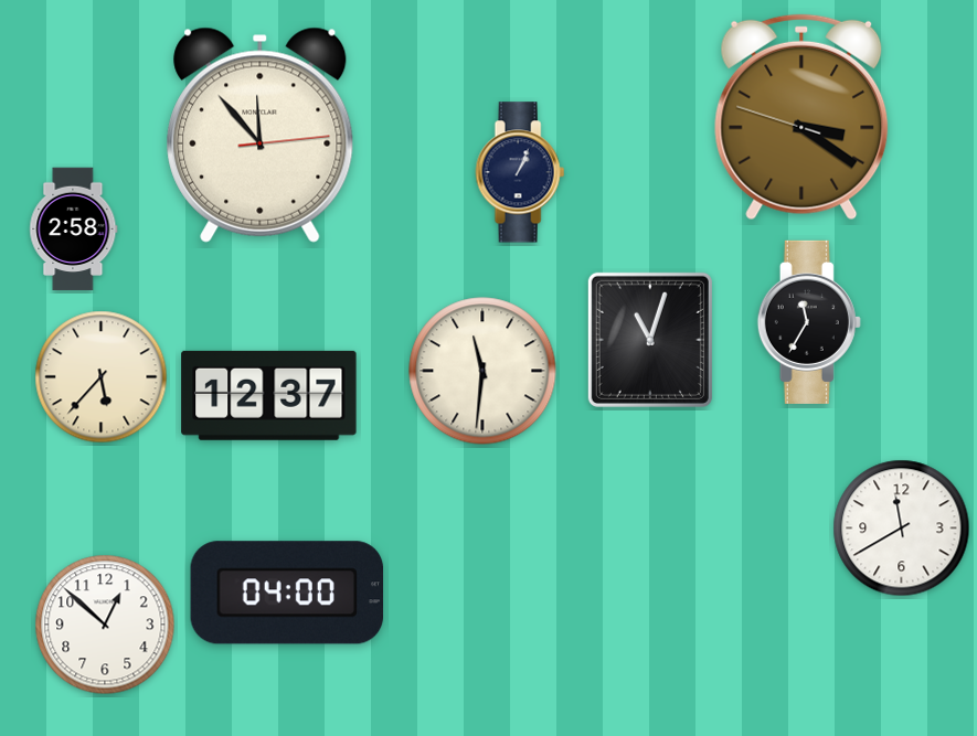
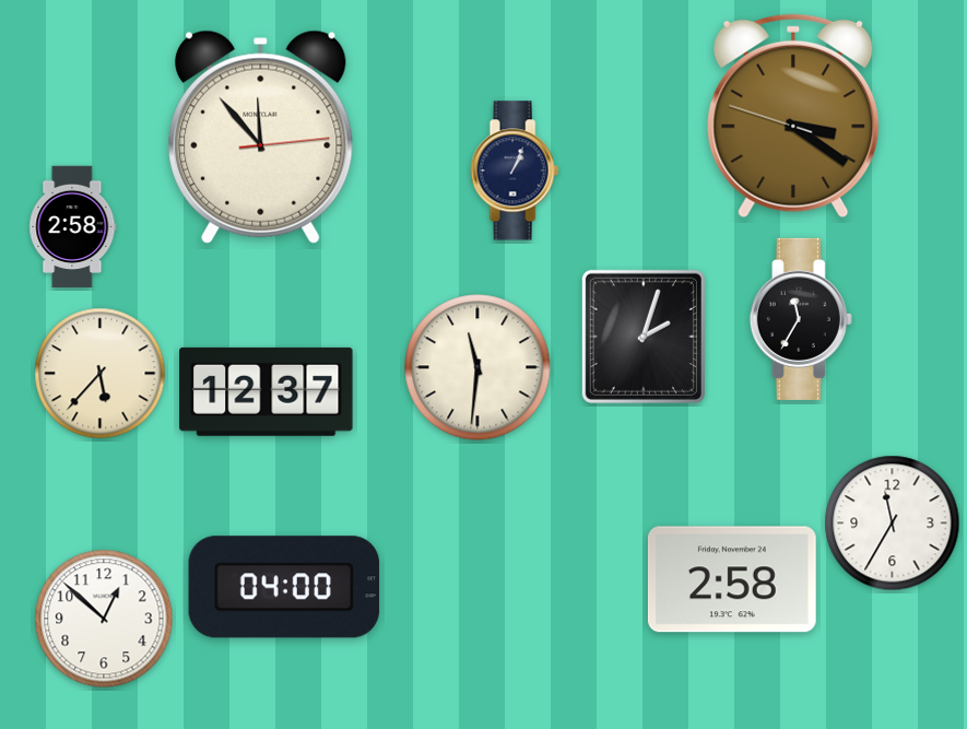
clock at (261, 135) position: (261, 135) -> (261, 137)
clock at (650, 340): 11:03 -> 2:03
clock at (902, 529): 11:40 -> 11:35
clock at (732, 579): none -> 2:58
